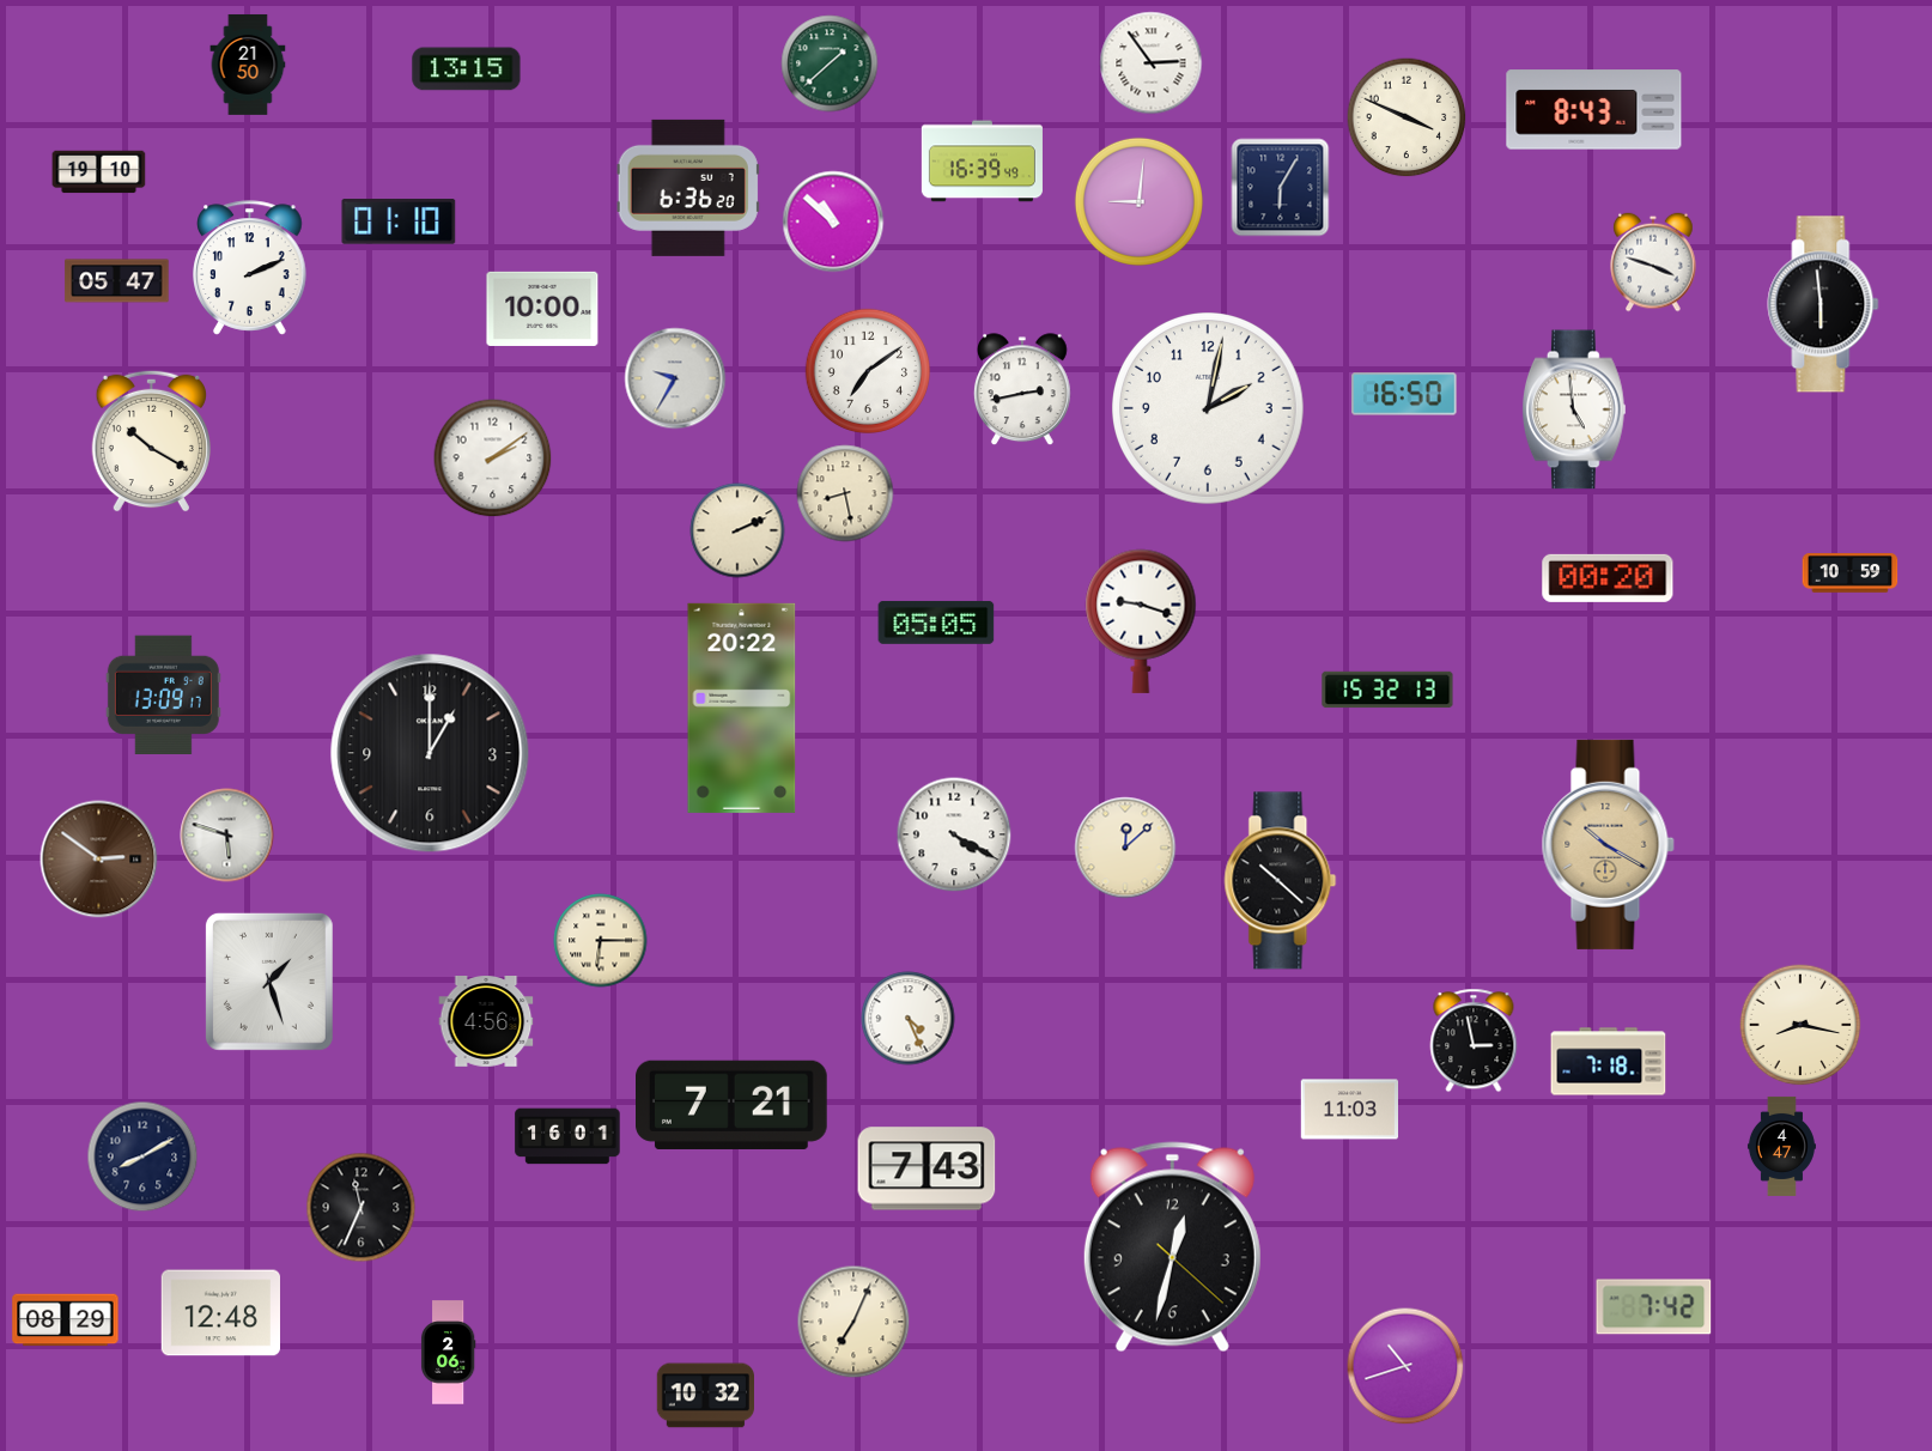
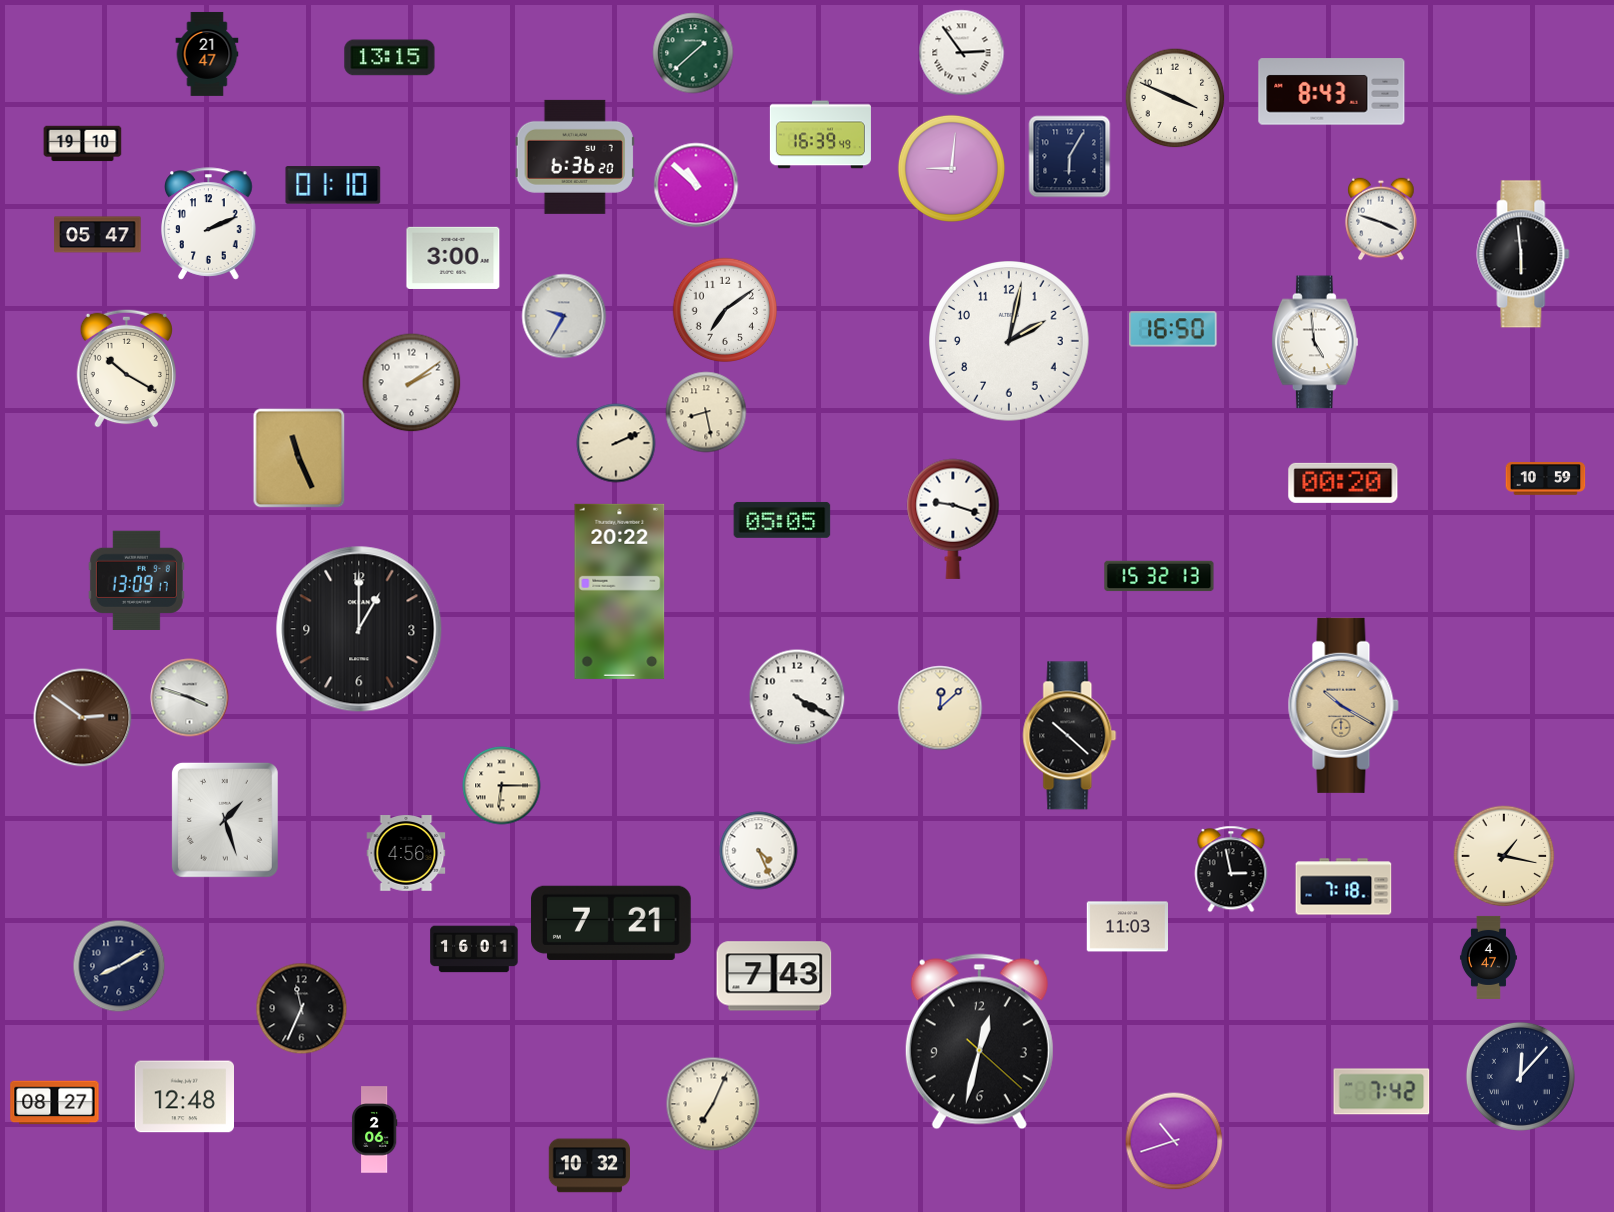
clock at (248, 65): 21:50 -> 21:47
clock at (542, 309): 10:00 -> 3:00
clock at (1022, 390): 2:43 -> none
clock at (299, 458): none -> 11:26
clock at (227, 836): 5:48 -> 3:48
clock at (1800, 1025): 8:17 -> 1:17
clock at (1520, 1076): none -> 12:07
clock at (66, 1321): 08:29 -> 08:27
